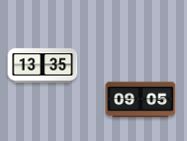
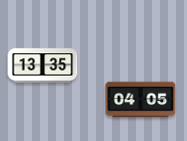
clock at (141, 100): 09:05 -> 04:05
